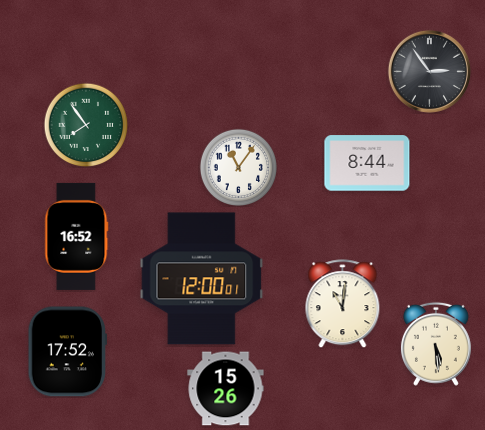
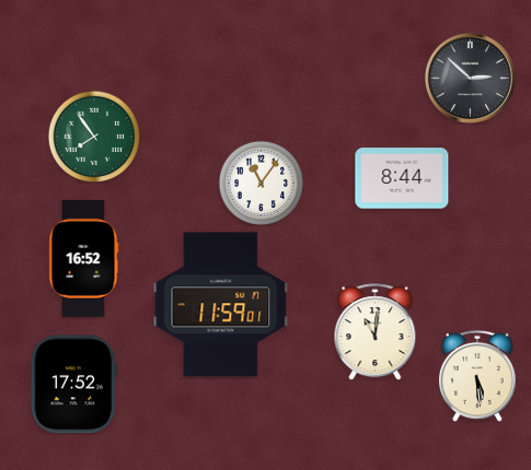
clock at (429, 71): 2:54 -> 2:52
clock at (202, 279): 12:00 -> 11:59
clock at (226, 389): 15:26 -> none
